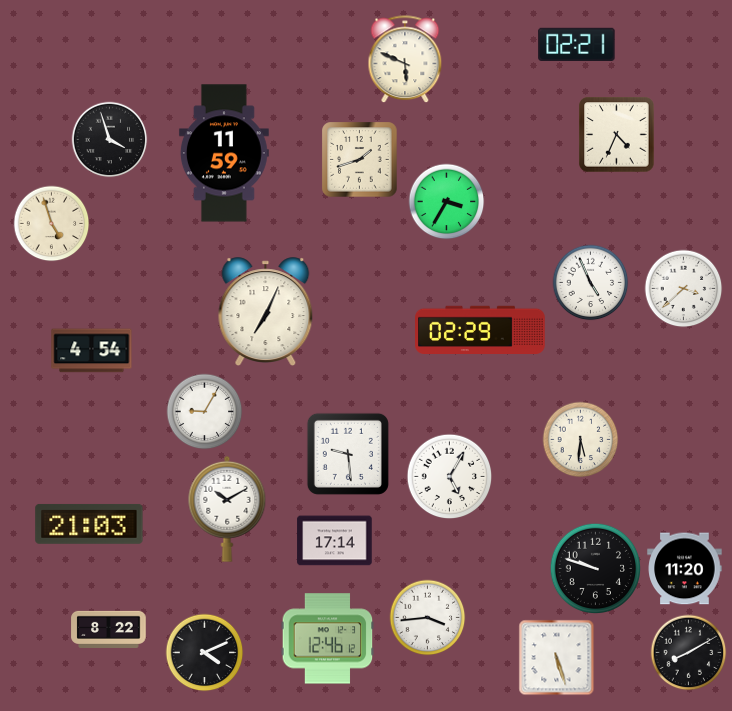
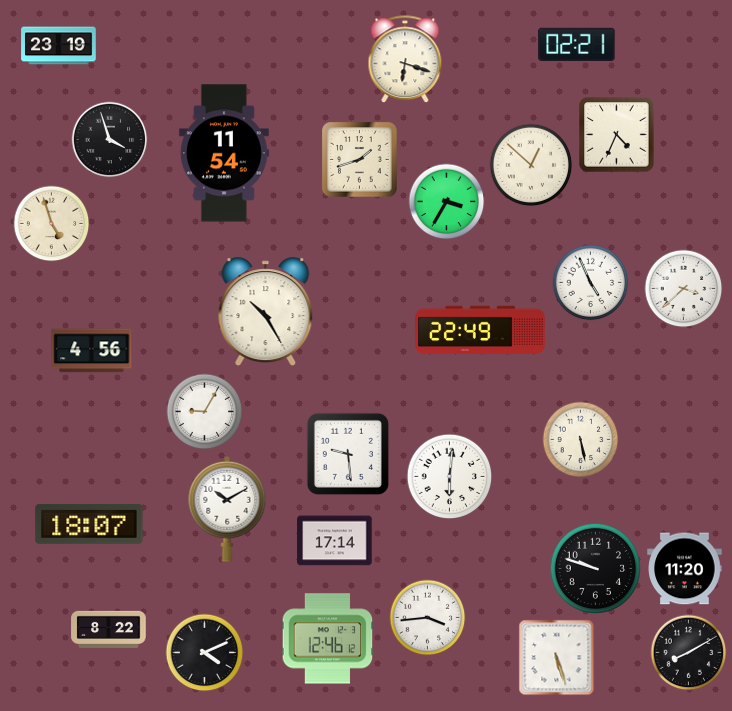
clock at (59, 46): none -> 23:19
clock at (405, 60): 5:49 -> 6:18
clock at (224, 153): 11:59 -> 11:54
clock at (531, 165): none -> 12:52
clock at (266, 311): 7:04 -> 10:25
clock at (481, 329): 02:29 -> 22:49
clock at (92, 351): 4:54 -> 4:56
clock at (581, 440): 5:31 -> 5:28
clock at (450, 477): 5:05 -> 6:01
clock at (89, 524): 21:03 -> 18:07
